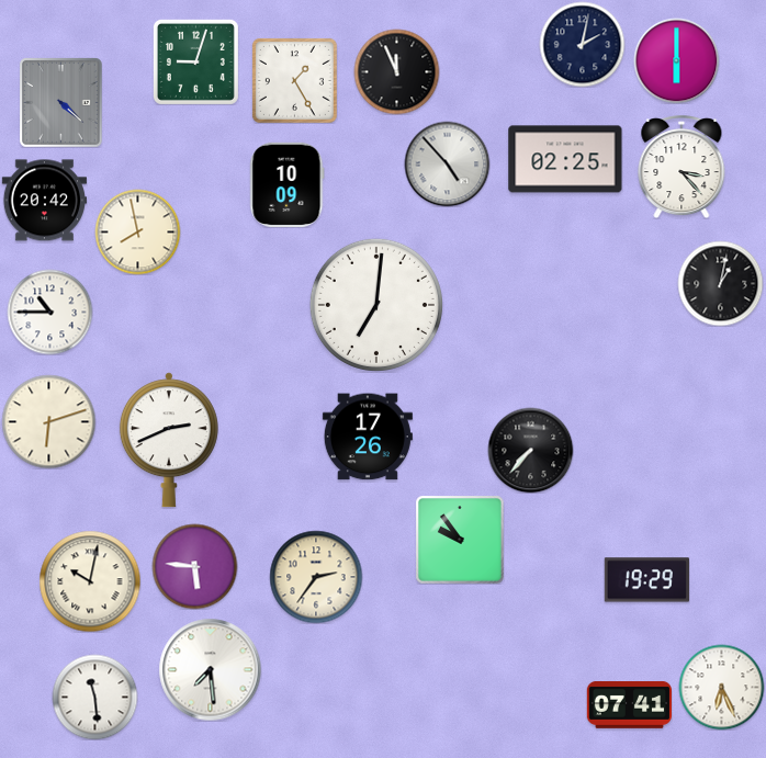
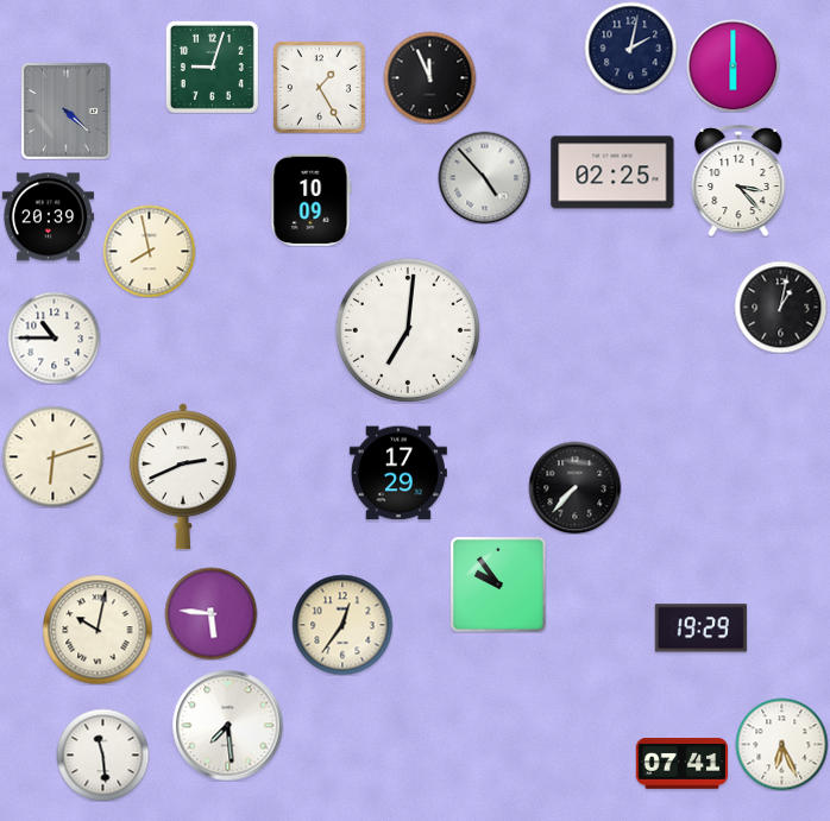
clock at (44, 201): 20:42 -> 20:39
clock at (368, 437): 17:26 -> 17:29
clock at (316, 577): 2:36 -> 12:36
